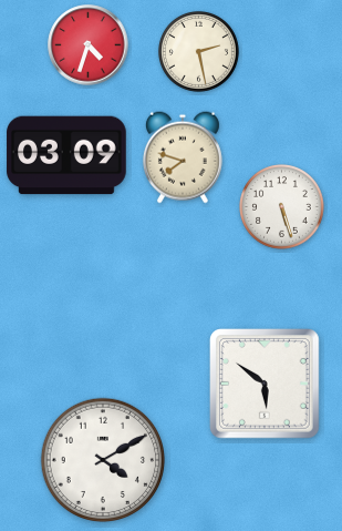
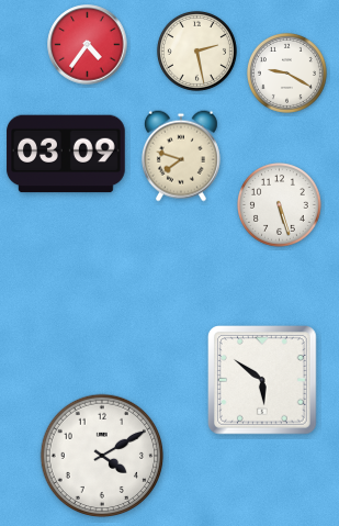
clock at (89, 45): 4:33 -> 4:36
clock at (286, 72): none -> 9:20
